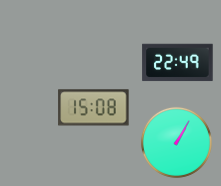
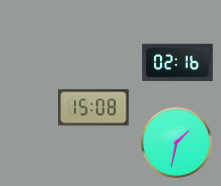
clock at (178, 63): 22:49 -> 02:16
clock at (176, 142): 1:05 -> 1:32
